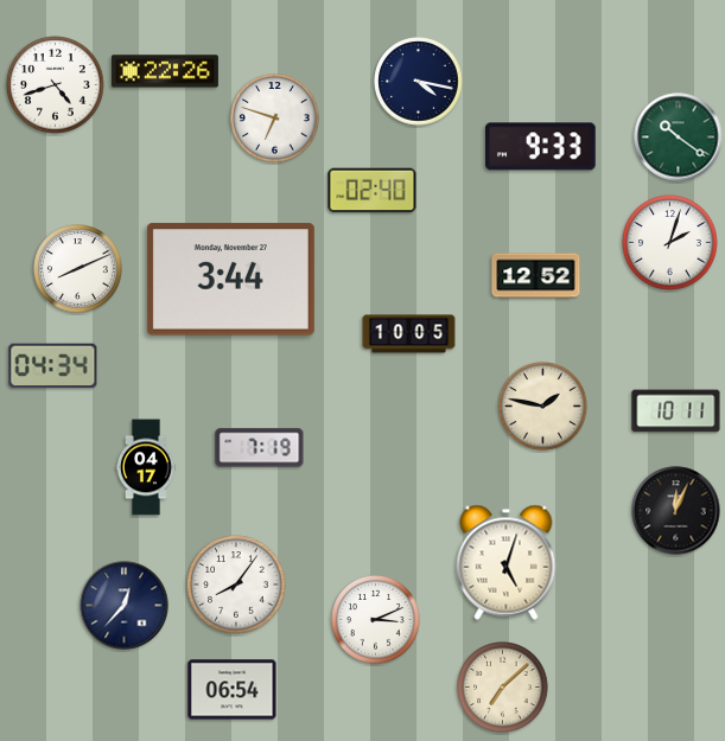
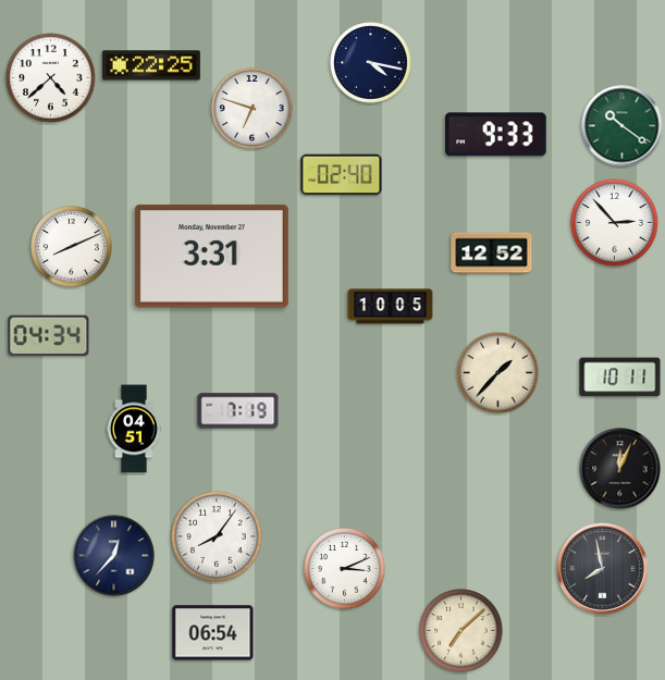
clock at (165, 71): 22:26 -> 22:25
clock at (419, 82) position: (419, 82) -> (371, 63)
clock at (56, 85): 4:42 -> 4:38
clock at (670, 243): 2:03 -> 2:53
clock at (230, 280): 3:44 -> 3:31
clock at (409, 334) position: (409, 334) -> (391, 307)
clock at (543, 407): 1:47 -> 1:37
clock at (146, 467): 04:17 -> 04:51
clock at (507, 562): 5:03 -> none
clock at (603, 569): none -> 7:58
